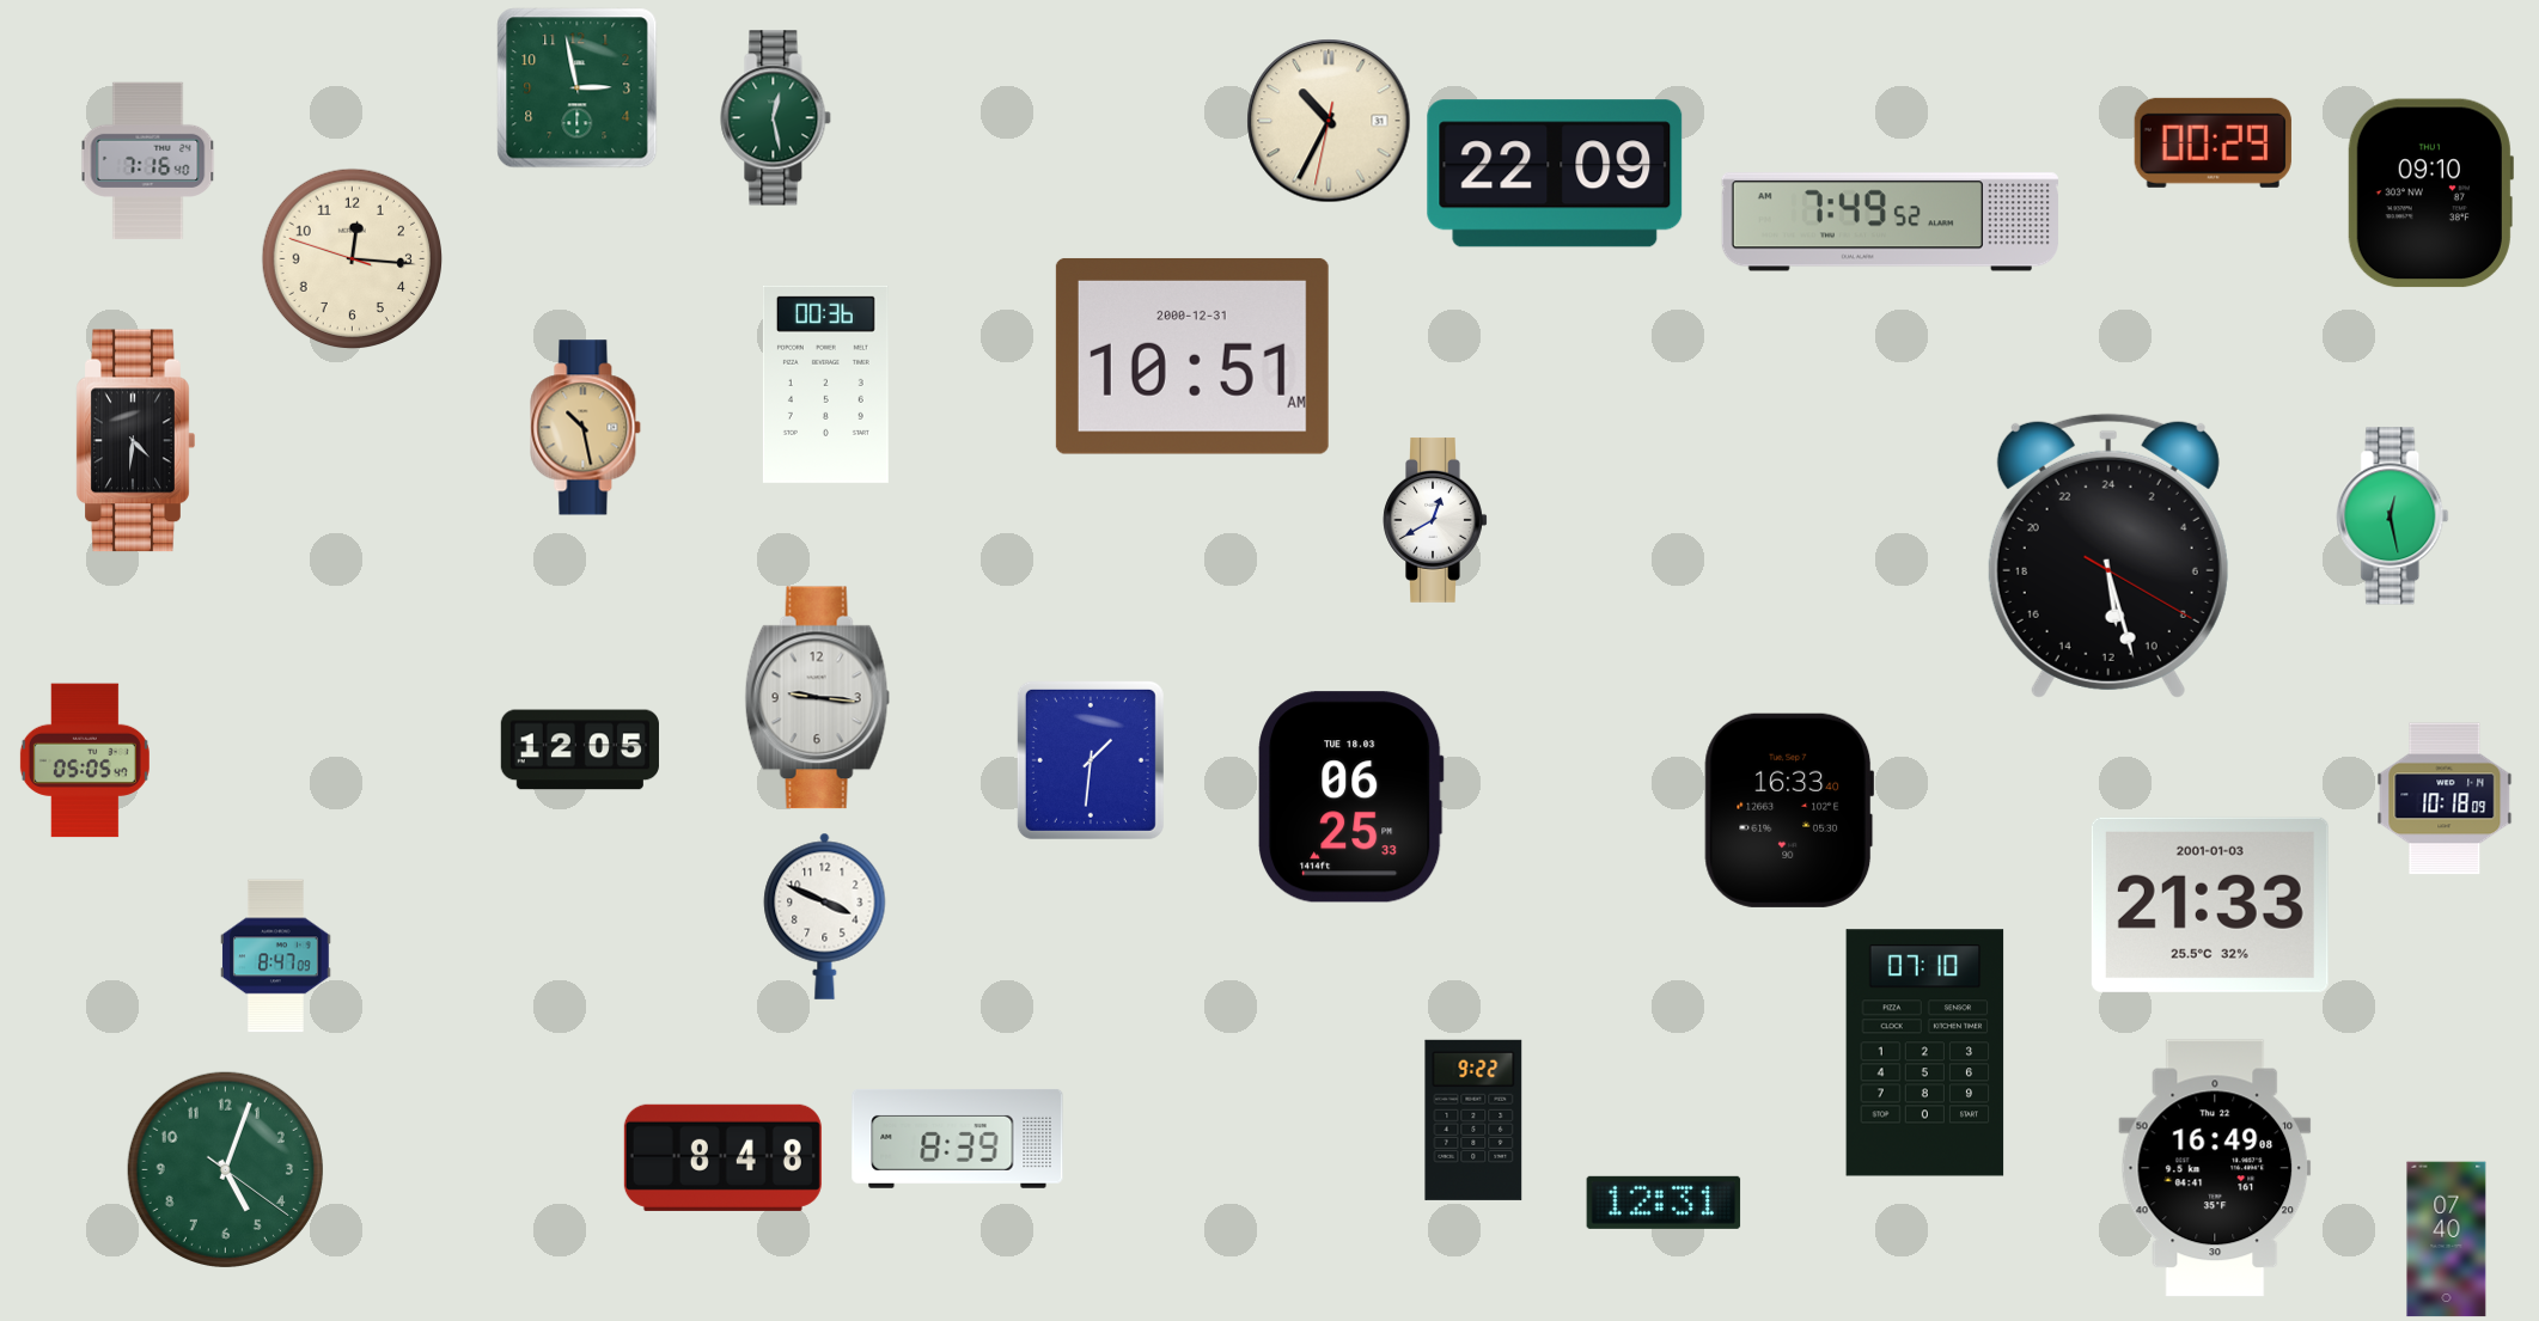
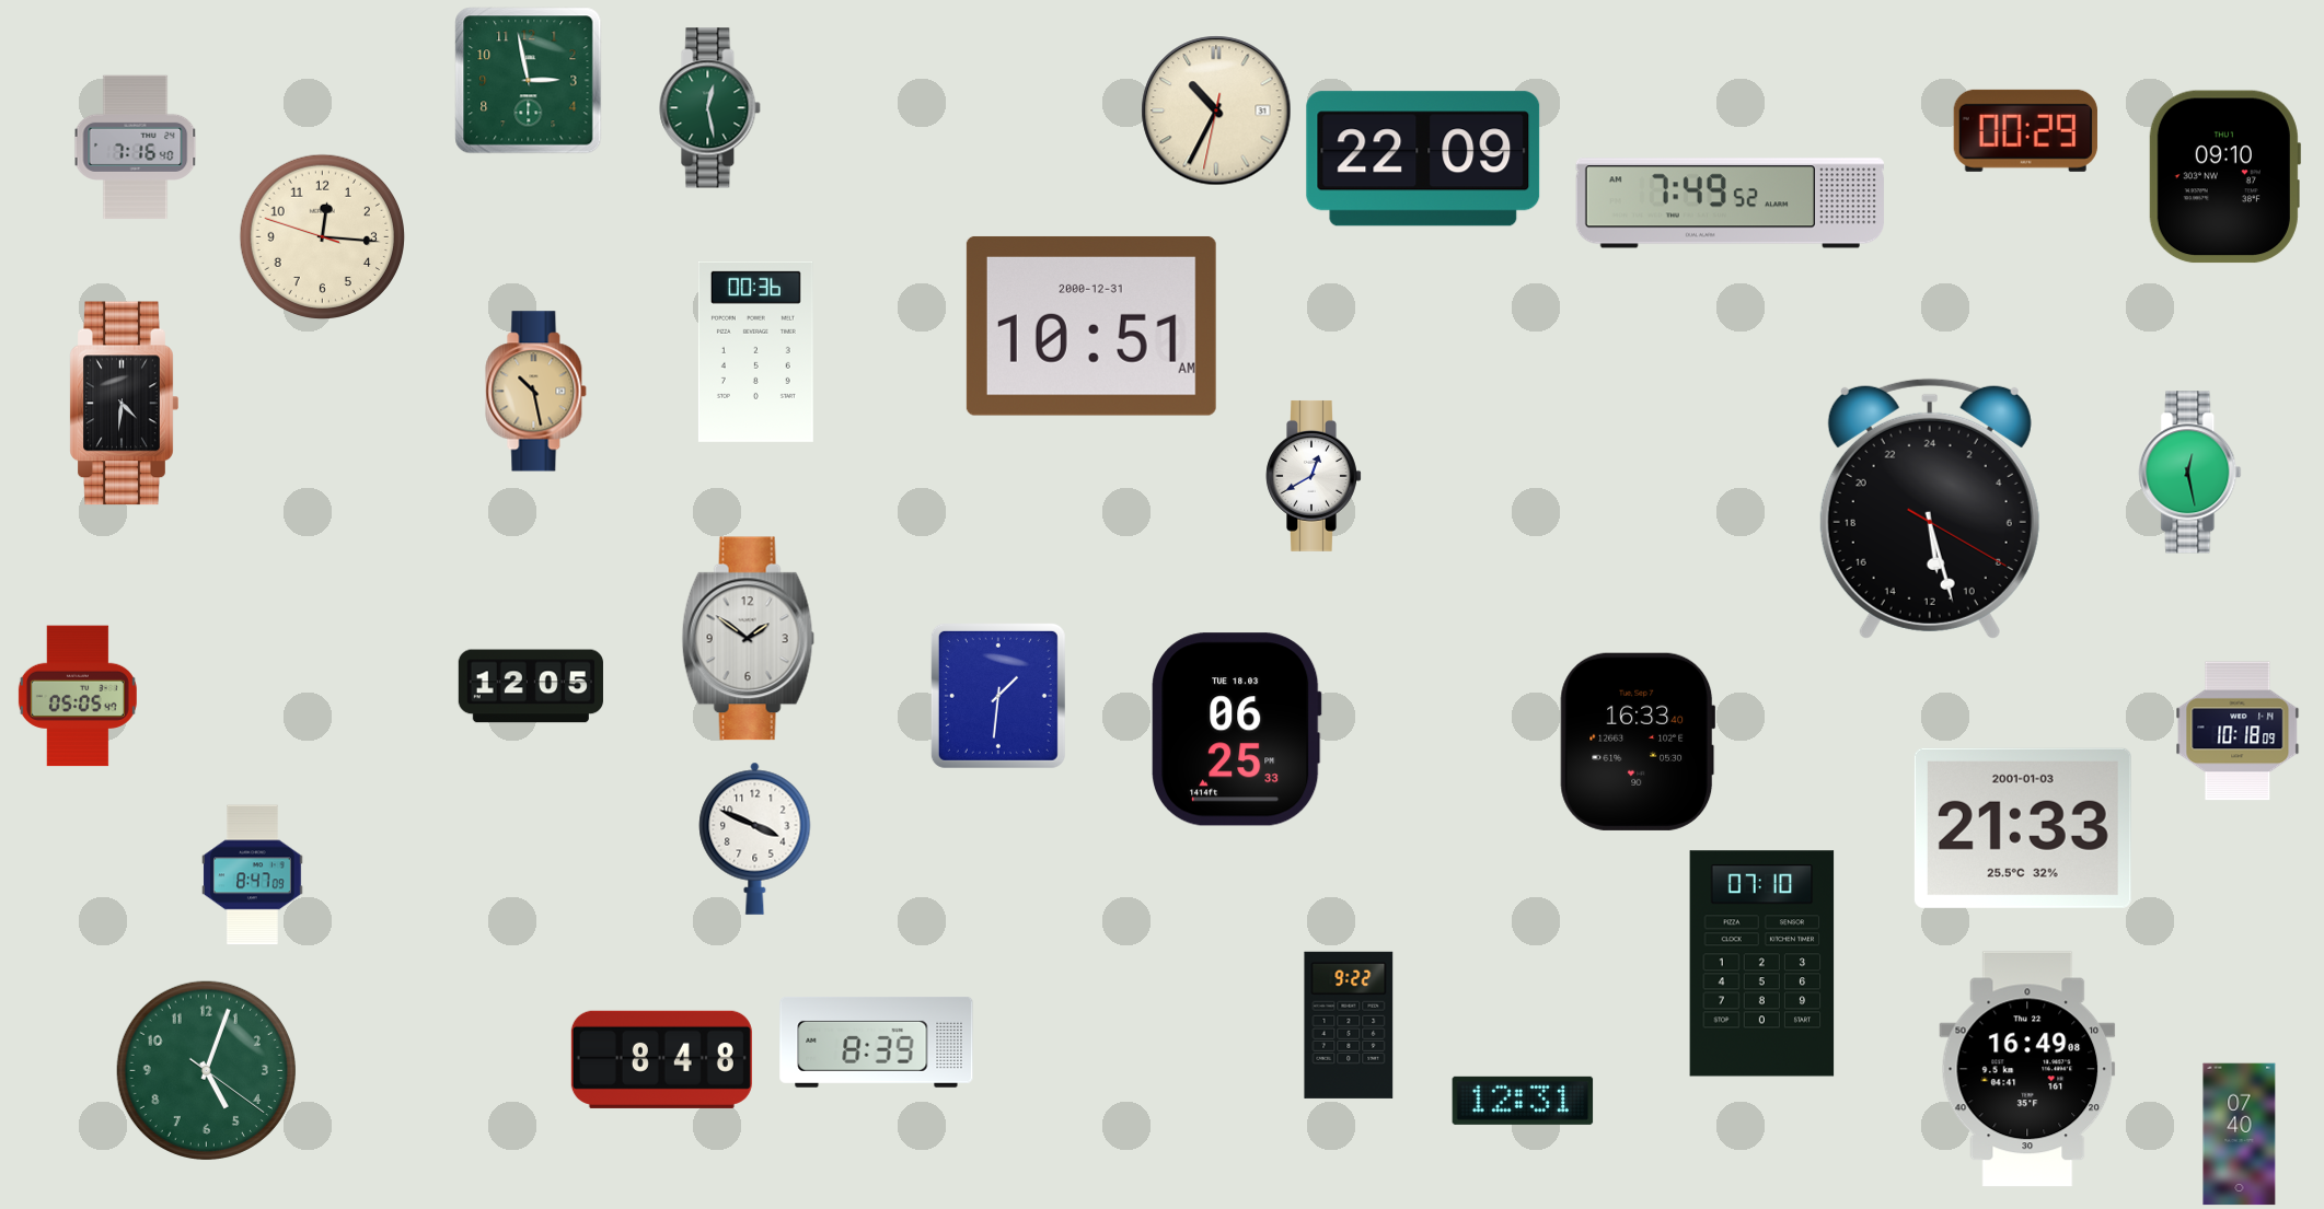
clock at (818, 698): 9:16 -> 1:51
